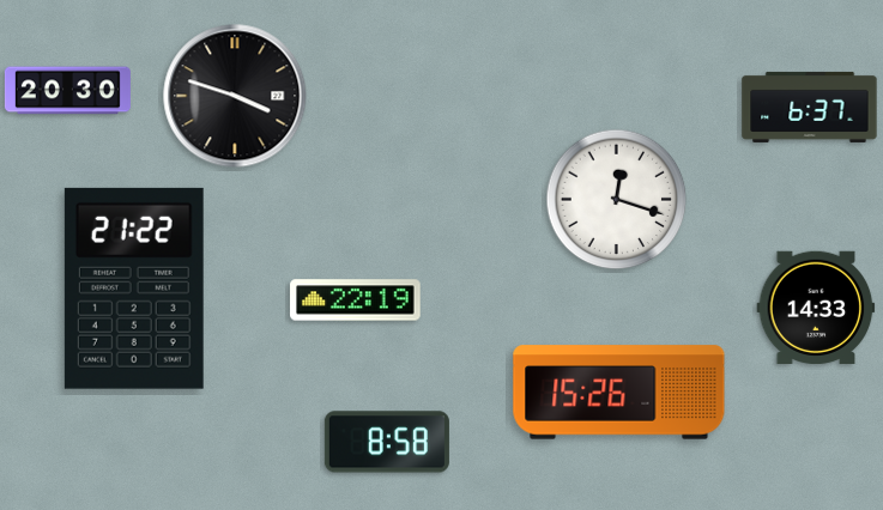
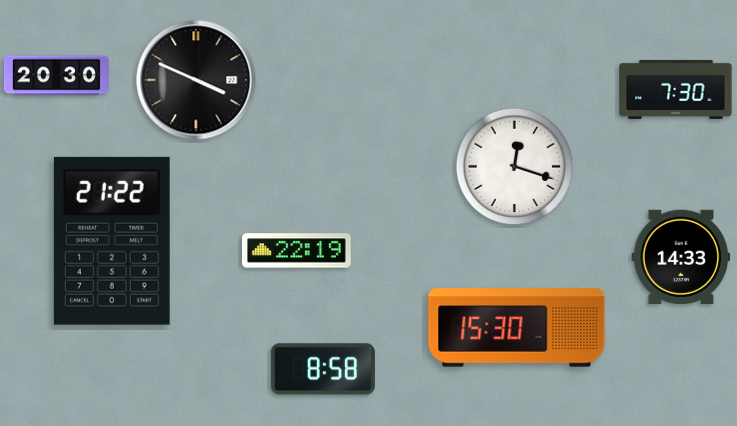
clock at (235, 96): 3:48 -> 3:49
clock at (810, 107): 6:37 -> 7:30
clock at (619, 393): 15:26 -> 15:30
